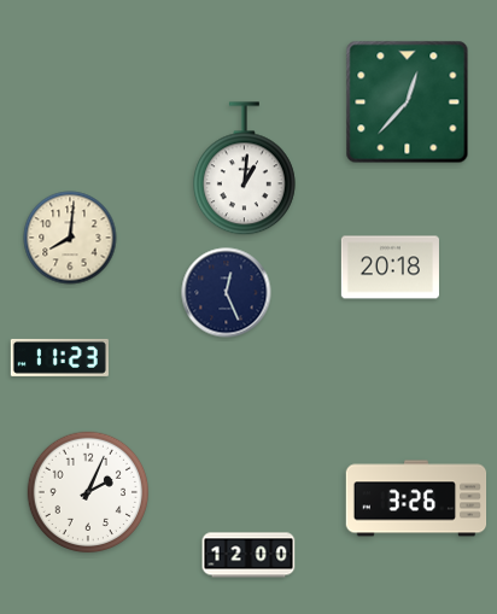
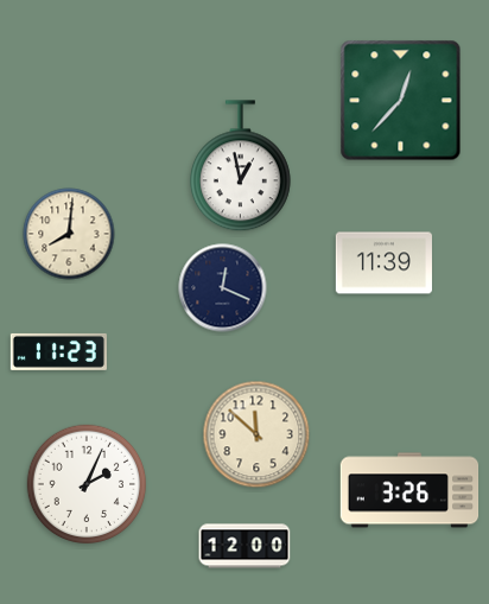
clock at (244, 169): 1:01 -> 12:58
clock at (390, 268): 20:18 -> 11:39
clock at (227, 293): 12:26 -> 12:19
clock at (256, 434): none -> 11:52
